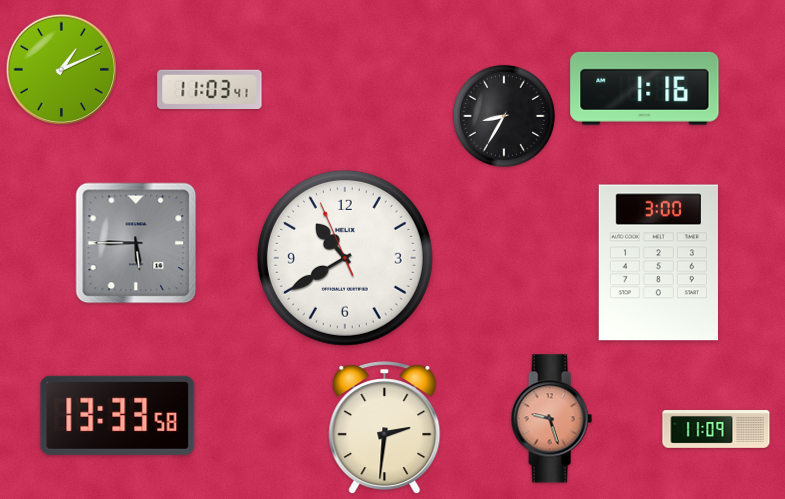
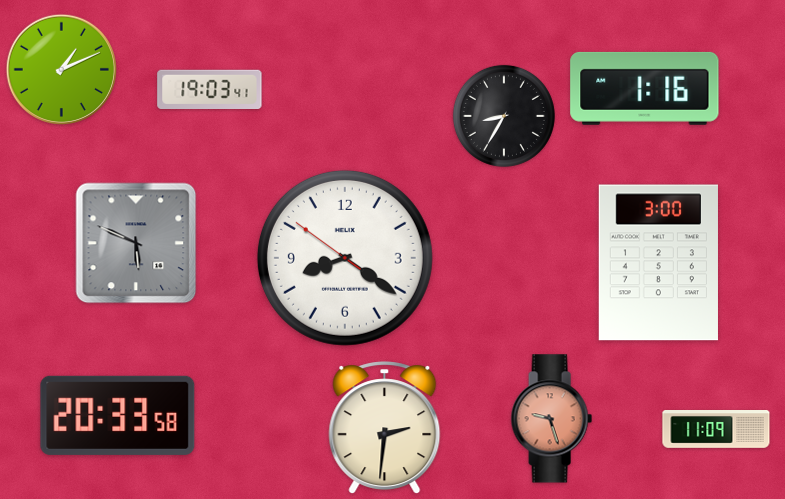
clock at (210, 89): 11:03 -> 19:03
clock at (136, 243): 5:45 -> 5:49
clock at (345, 258): 10:39 -> 8:20
clock at (118, 415): 13:33 -> 20:33
